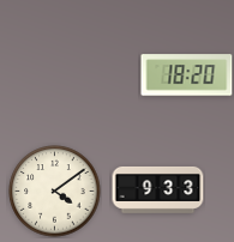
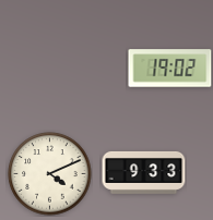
clock at (187, 75): 18:20 -> 19:02
clock at (55, 192): 4:09 -> 4:11
